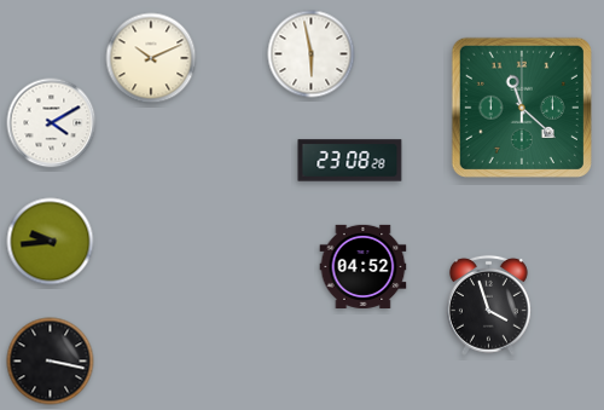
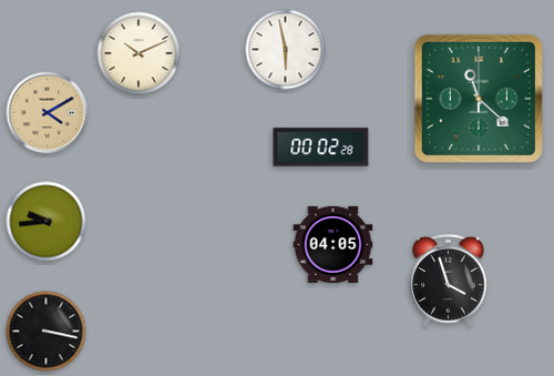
clock at (52, 123) dial: white -> champagne
clock at (350, 161): 23:08 -> 00:02
clock at (364, 266): 04:52 -> 04:05
